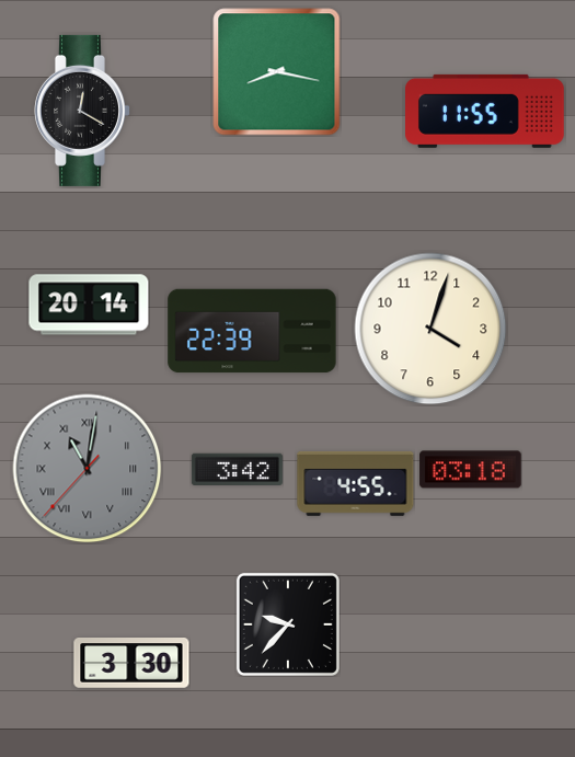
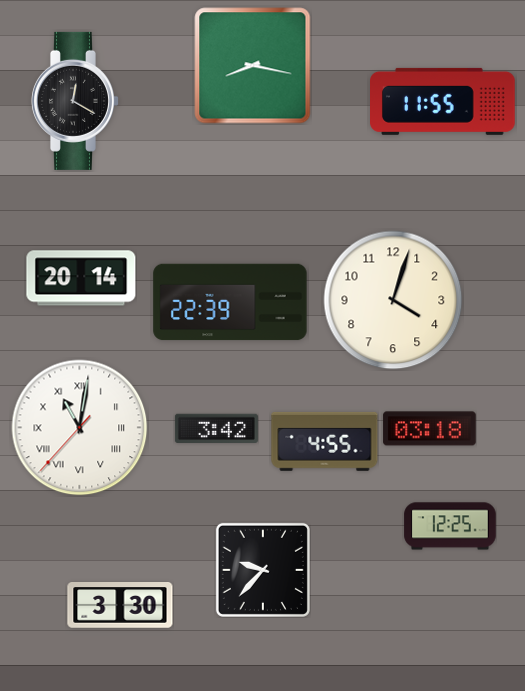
clock at (88, 469) dial: grey -> white
clock at (450, 526): none -> 12:25
